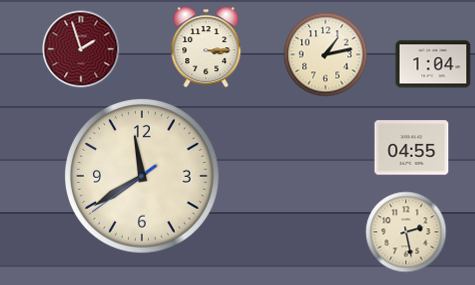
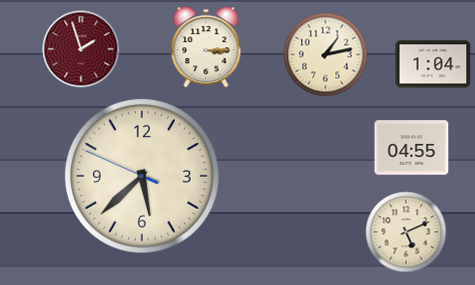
clock at (143, 177): 11:39 -> 5:37
clock at (406, 232): 2:28 -> 5:11
